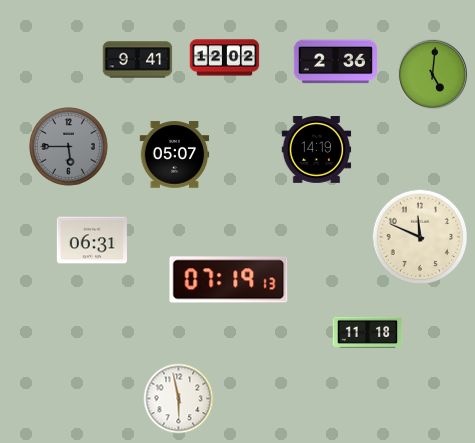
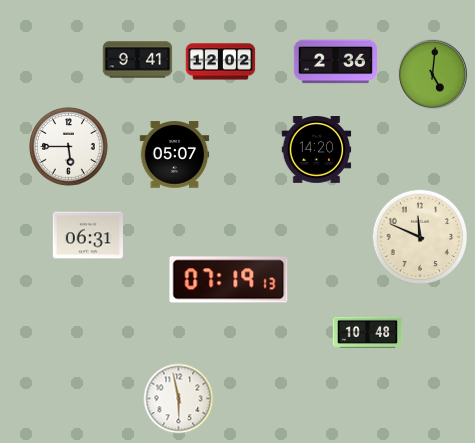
clock at (225, 58) position: (225, 58) -> (221, 62)
clock at (69, 147) dial: grey -> white
clock at (317, 150): 14:19 -> 14:20
clock at (91, 240) position: (91, 240) -> (87, 235)
clock at (368, 333): 11:18 -> 10:48
